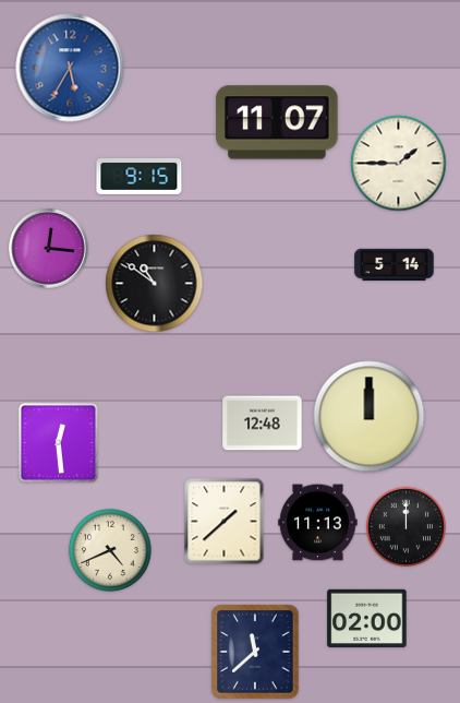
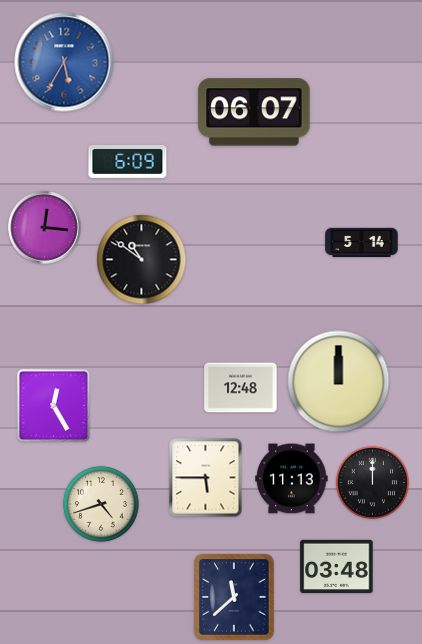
clock at (277, 122): 11:07 -> 06:07
clock at (399, 164): 1:45 -> none
clock at (140, 176): 9:15 -> 6:09
clock at (59, 443): 12:29 -> 12:25
clock at (225, 522): 1:38 -> 5:45
clock at (110, 550): 4:41 -> 4:42
clock at (367, 618): 02:00 -> 03:48
